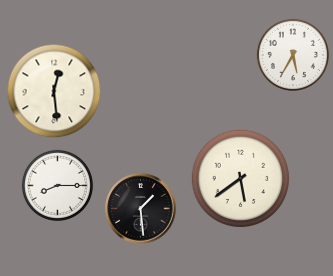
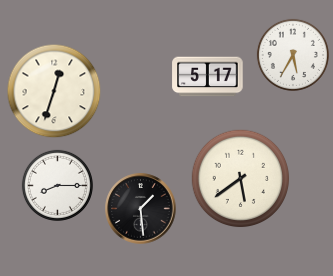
clock at (208, 77): none -> 5:17
clock at (54, 91): 12:29 -> 12:33
